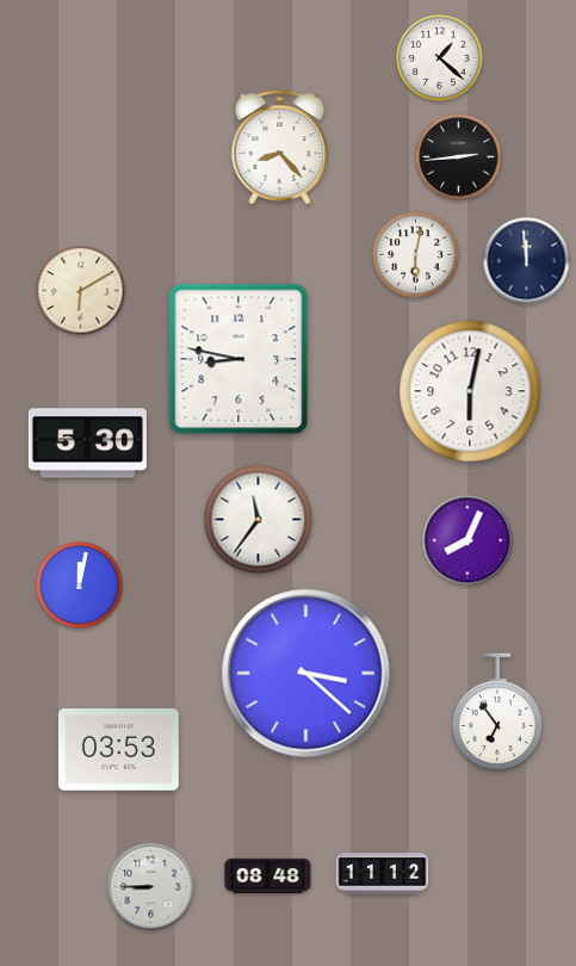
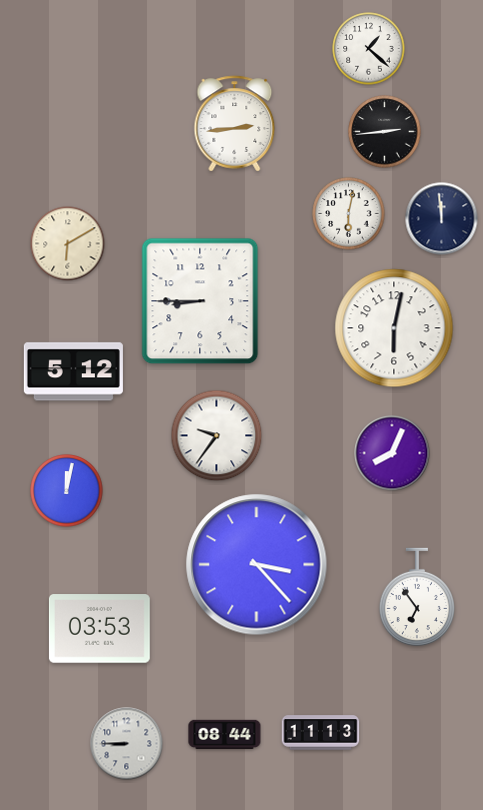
clock at (280, 148): 8:23 -> 2:44
clock at (239, 359): 8:47 -> 8:45
clock at (87, 444): 5:30 -> 5:12
clock at (259, 520): 11:36 -> 9:36
clock at (306, 674): 3:22 -> 3:23
clock at (383, 874): 11:12 -> 11:13
clock at (268, 875): 08:48 -> 08:44
